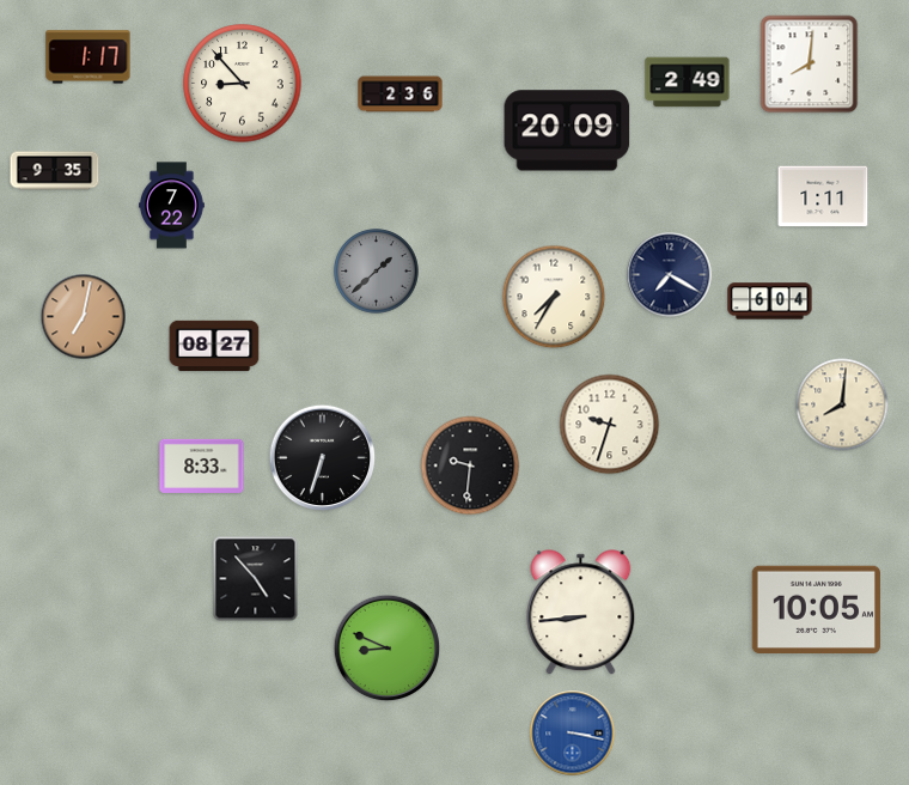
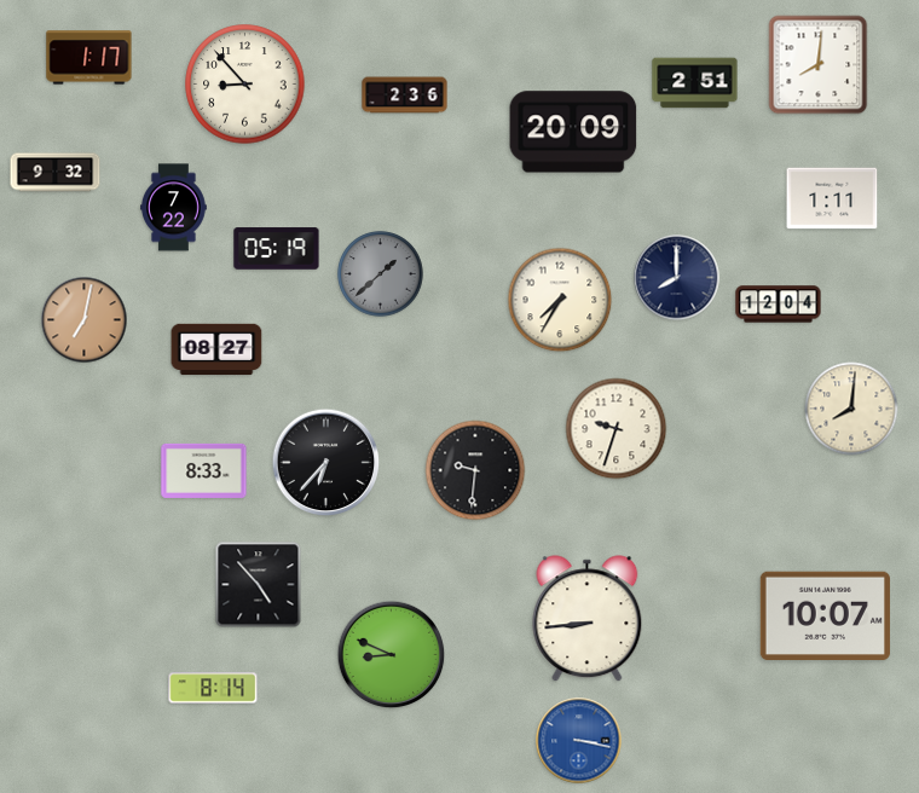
clock at (688, 83): 2:49 -> 2:51
clock at (55, 171): 9:35 -> 9:32
clock at (277, 249): none -> 05:19
clock at (670, 275): 7:20 -> 8:00
clock at (770, 302): 6:04 -> 12:04
clock at (323, 458): 6:33 -> 6:37
clock at (816, 609): 10:05 -> 10:07
clock at (213, 688): none -> 8:14
